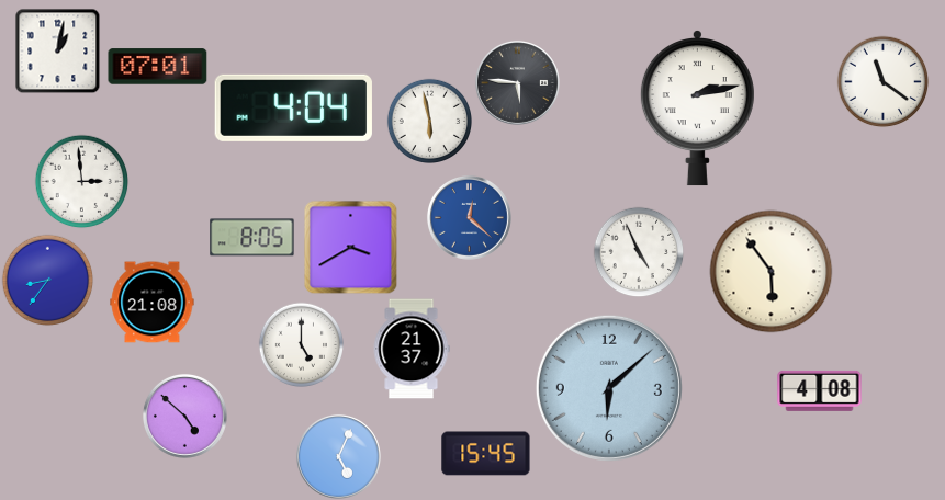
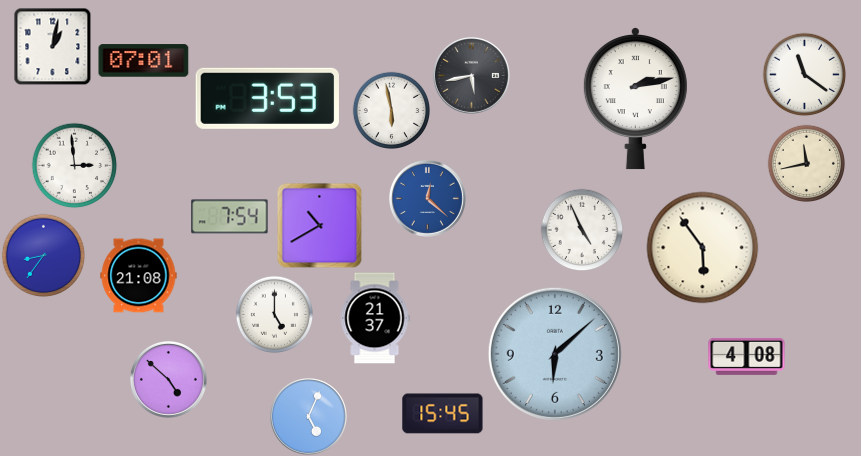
clock at (517, 82): 5:46 -> 5:43
clock at (293, 107): 4:04 -> 3:53
clock at (806, 163): none -> 11:43
clock at (252, 238): 8:05 -> 7:54
clock at (350, 247): 3:40 -> 10:40
